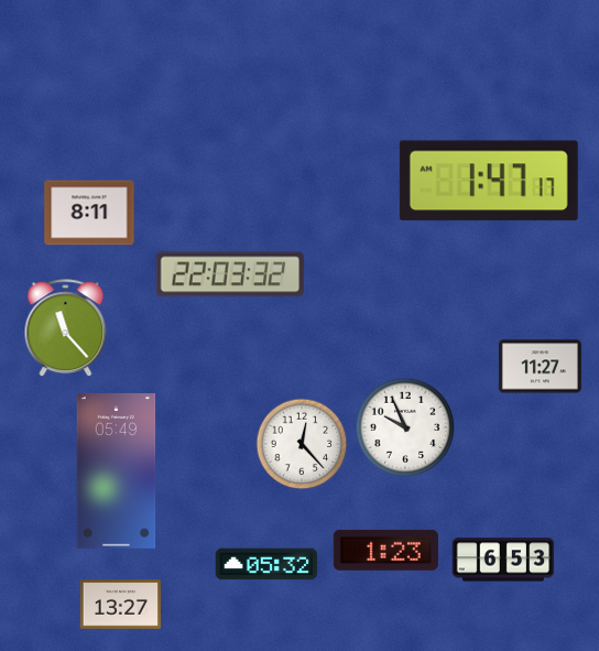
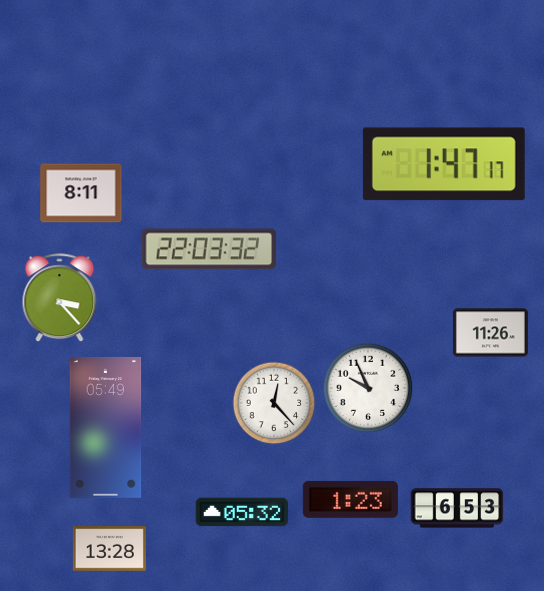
clock at (66, 328): 11:23 -> 3:23
clock at (540, 367): 11:27 -> 11:26
clock at (120, 605): 13:27 -> 13:28
